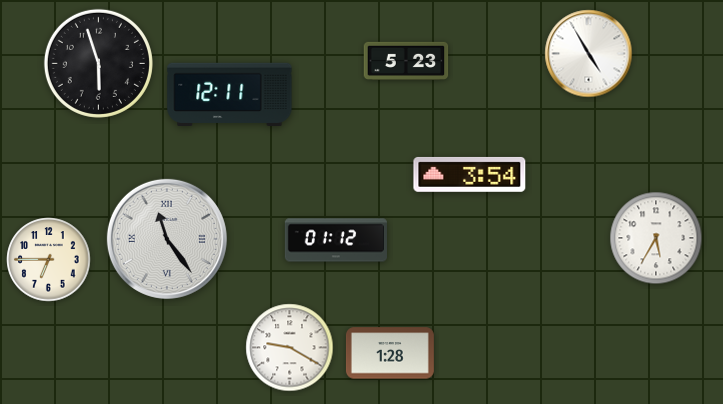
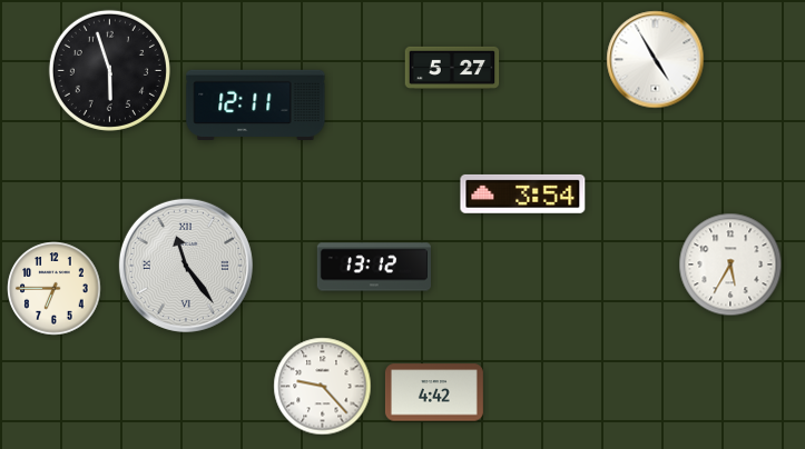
clock at (406, 60): 5:23 -> 5:27
clock at (336, 240): 01:12 -> 13:12
clock at (290, 348): 9:20 -> 9:23
clock at (390, 353): 1:28 -> 4:42
